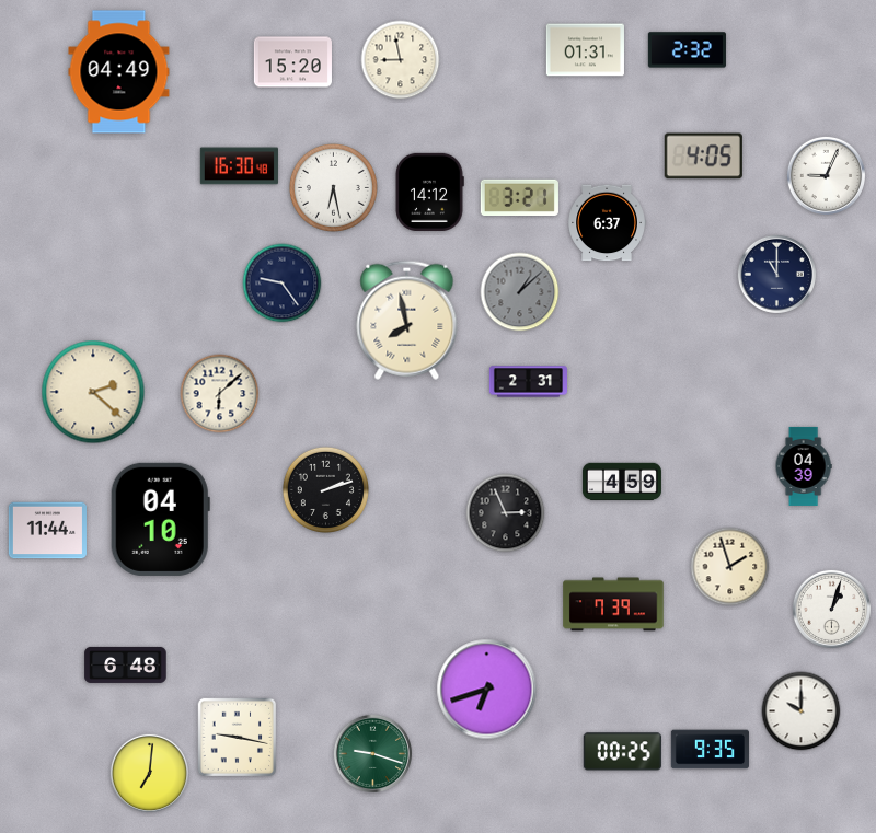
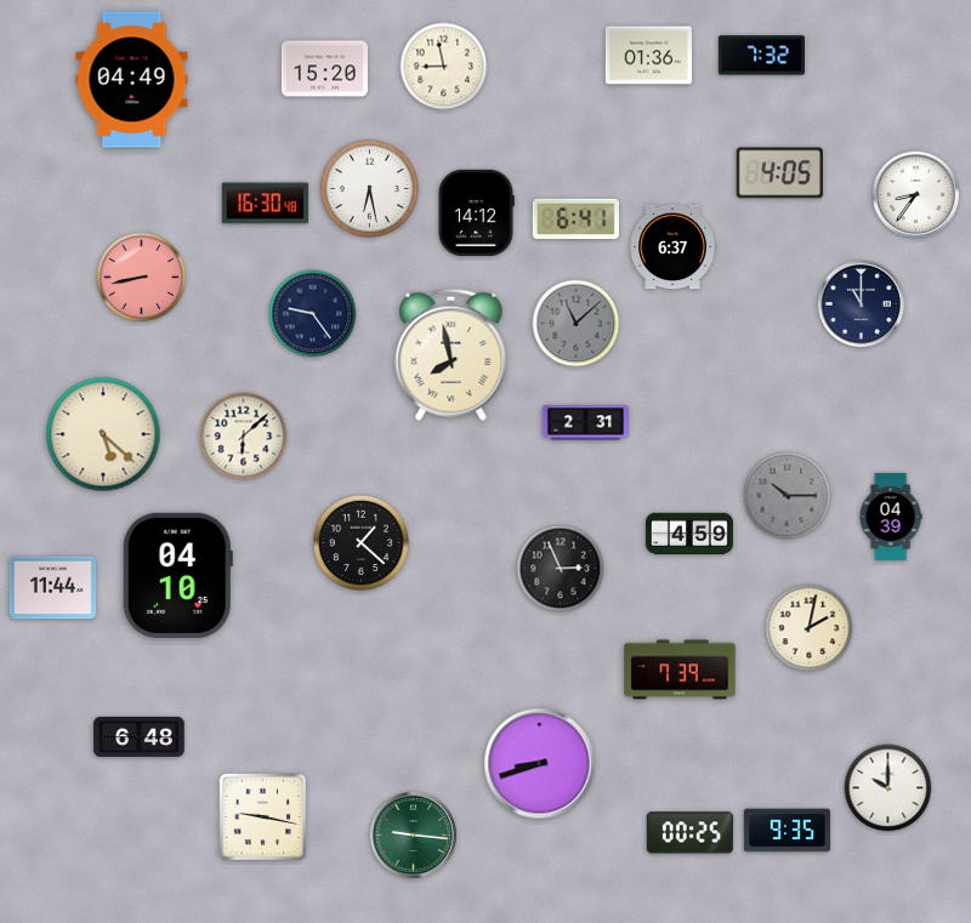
clock at (585, 50): 01:31 -> 01:36
clock at (687, 50): 2:32 -> 7:32
clock at (239, 166) position: (239, 166) -> (265, 204)
clock at (826, 175): 9:04 -> 8:36
clock at (333, 187) position: (333, 187) -> (369, 188)
clock at (519, 197): 3:21 -> 6:41
clock at (142, 278): none -> 8:43
clock at (520, 292): 1:08 -> 11:08
clock at (93, 392): 2:22 -> 5:22
clock at (788, 496): none -> 10:15
clock at (325, 489): 2:12 -> 1:22
clock at (730, 567): 1:57 -> 2:02
clock at (831, 609): 1:03 -> none
clock at (487, 690): 6:42 -> 8:42
clock at (372, 753): 9:18 -> 9:16
clock at (149, 773): 7:01 -> none
